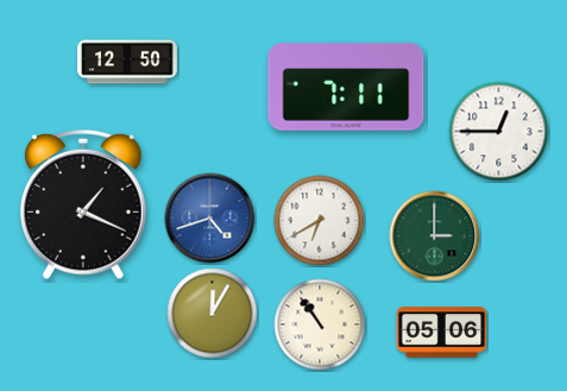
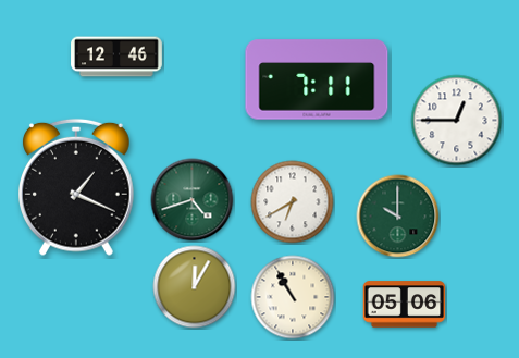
clock at (127, 62): 12:50 -> 12:46
clock at (210, 219) dial: blue -> green
clock at (435, 237): 3:00 -> 10:00
clock at (320, 324): 10:54 -> 10:55
